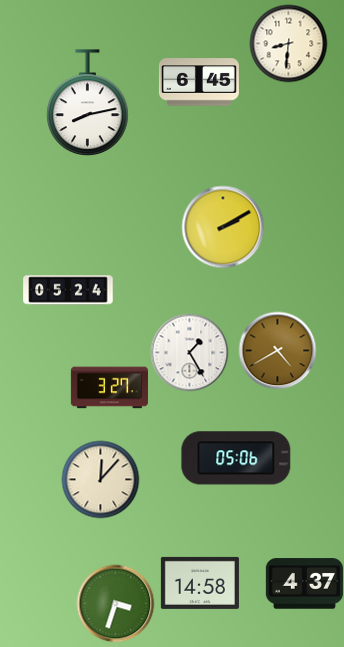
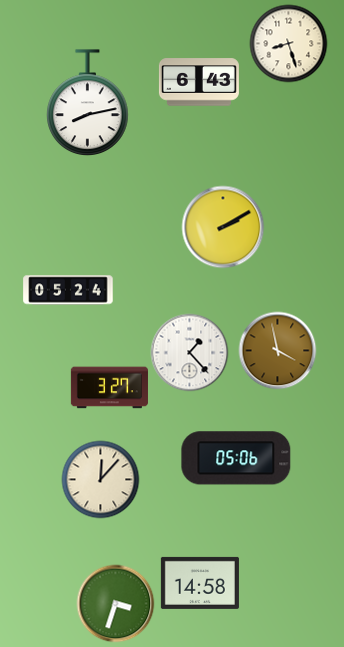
clock at (288, 43): 8:31 -> 8:27
clock at (199, 82): 6:45 -> 6:43
clock at (277, 350): 4:40 -> 3:58
clock at (189, 352): 1:25 -> 1:23
clock at (304, 584): 4:37 -> none
